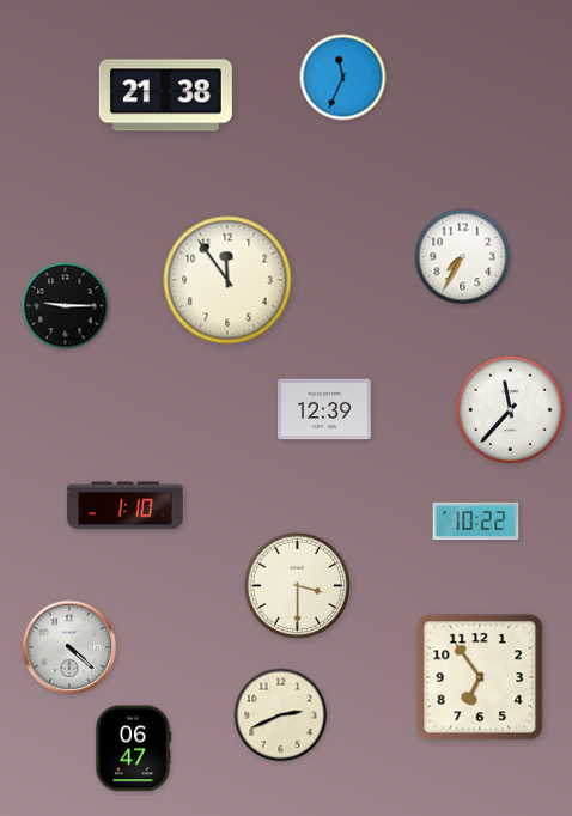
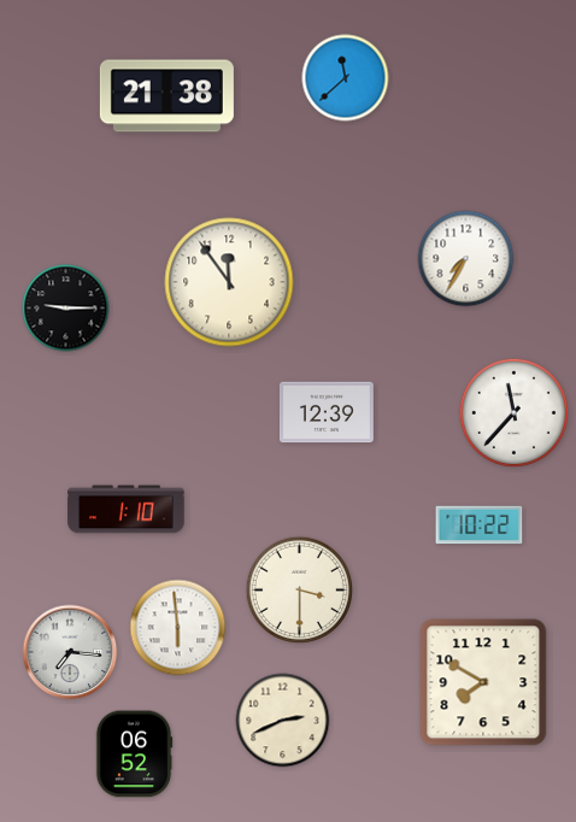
clock at (343, 78): 11:34 -> 11:38
clock at (178, 628): none -> 5:59
clock at (69, 647): 4:22 -> 7:16
clock at (480, 677): 6:54 -> 7:50
clock at (133, 749): 06:47 -> 06:52
